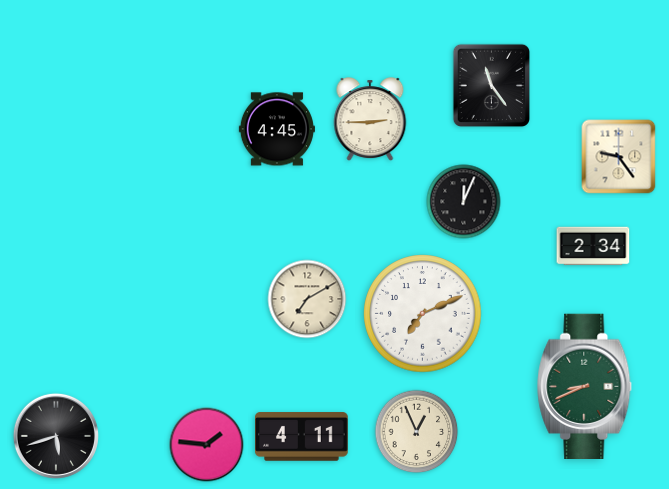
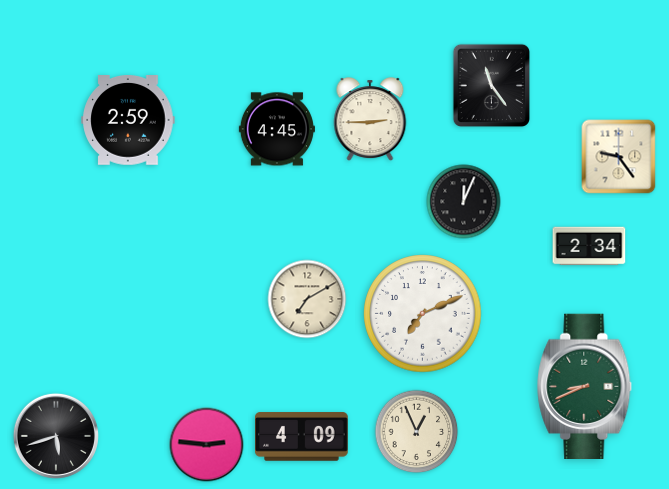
clock at (128, 121): none -> 2:59
clock at (593, 246) position: (593, 246) -> (589, 246)
clock at (302, 437): 4:11 -> 4:09
clock at (207, 445): 1:46 -> 2:46
